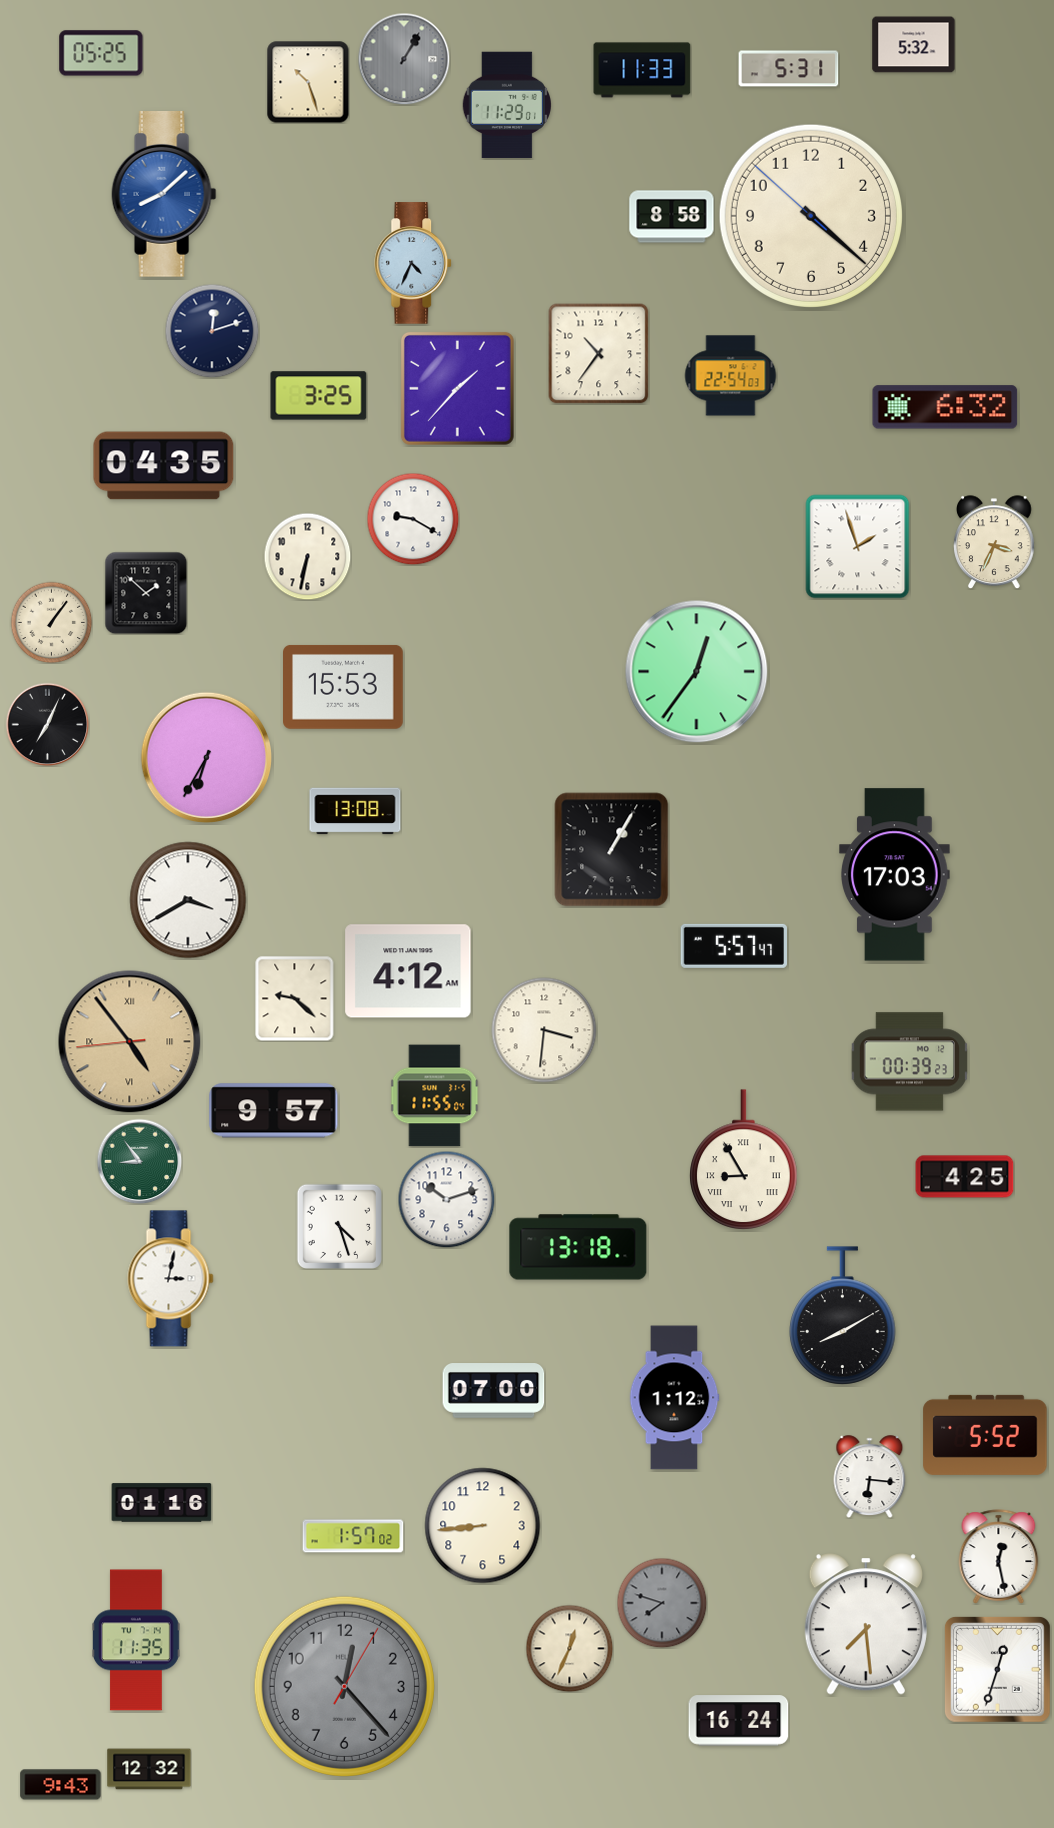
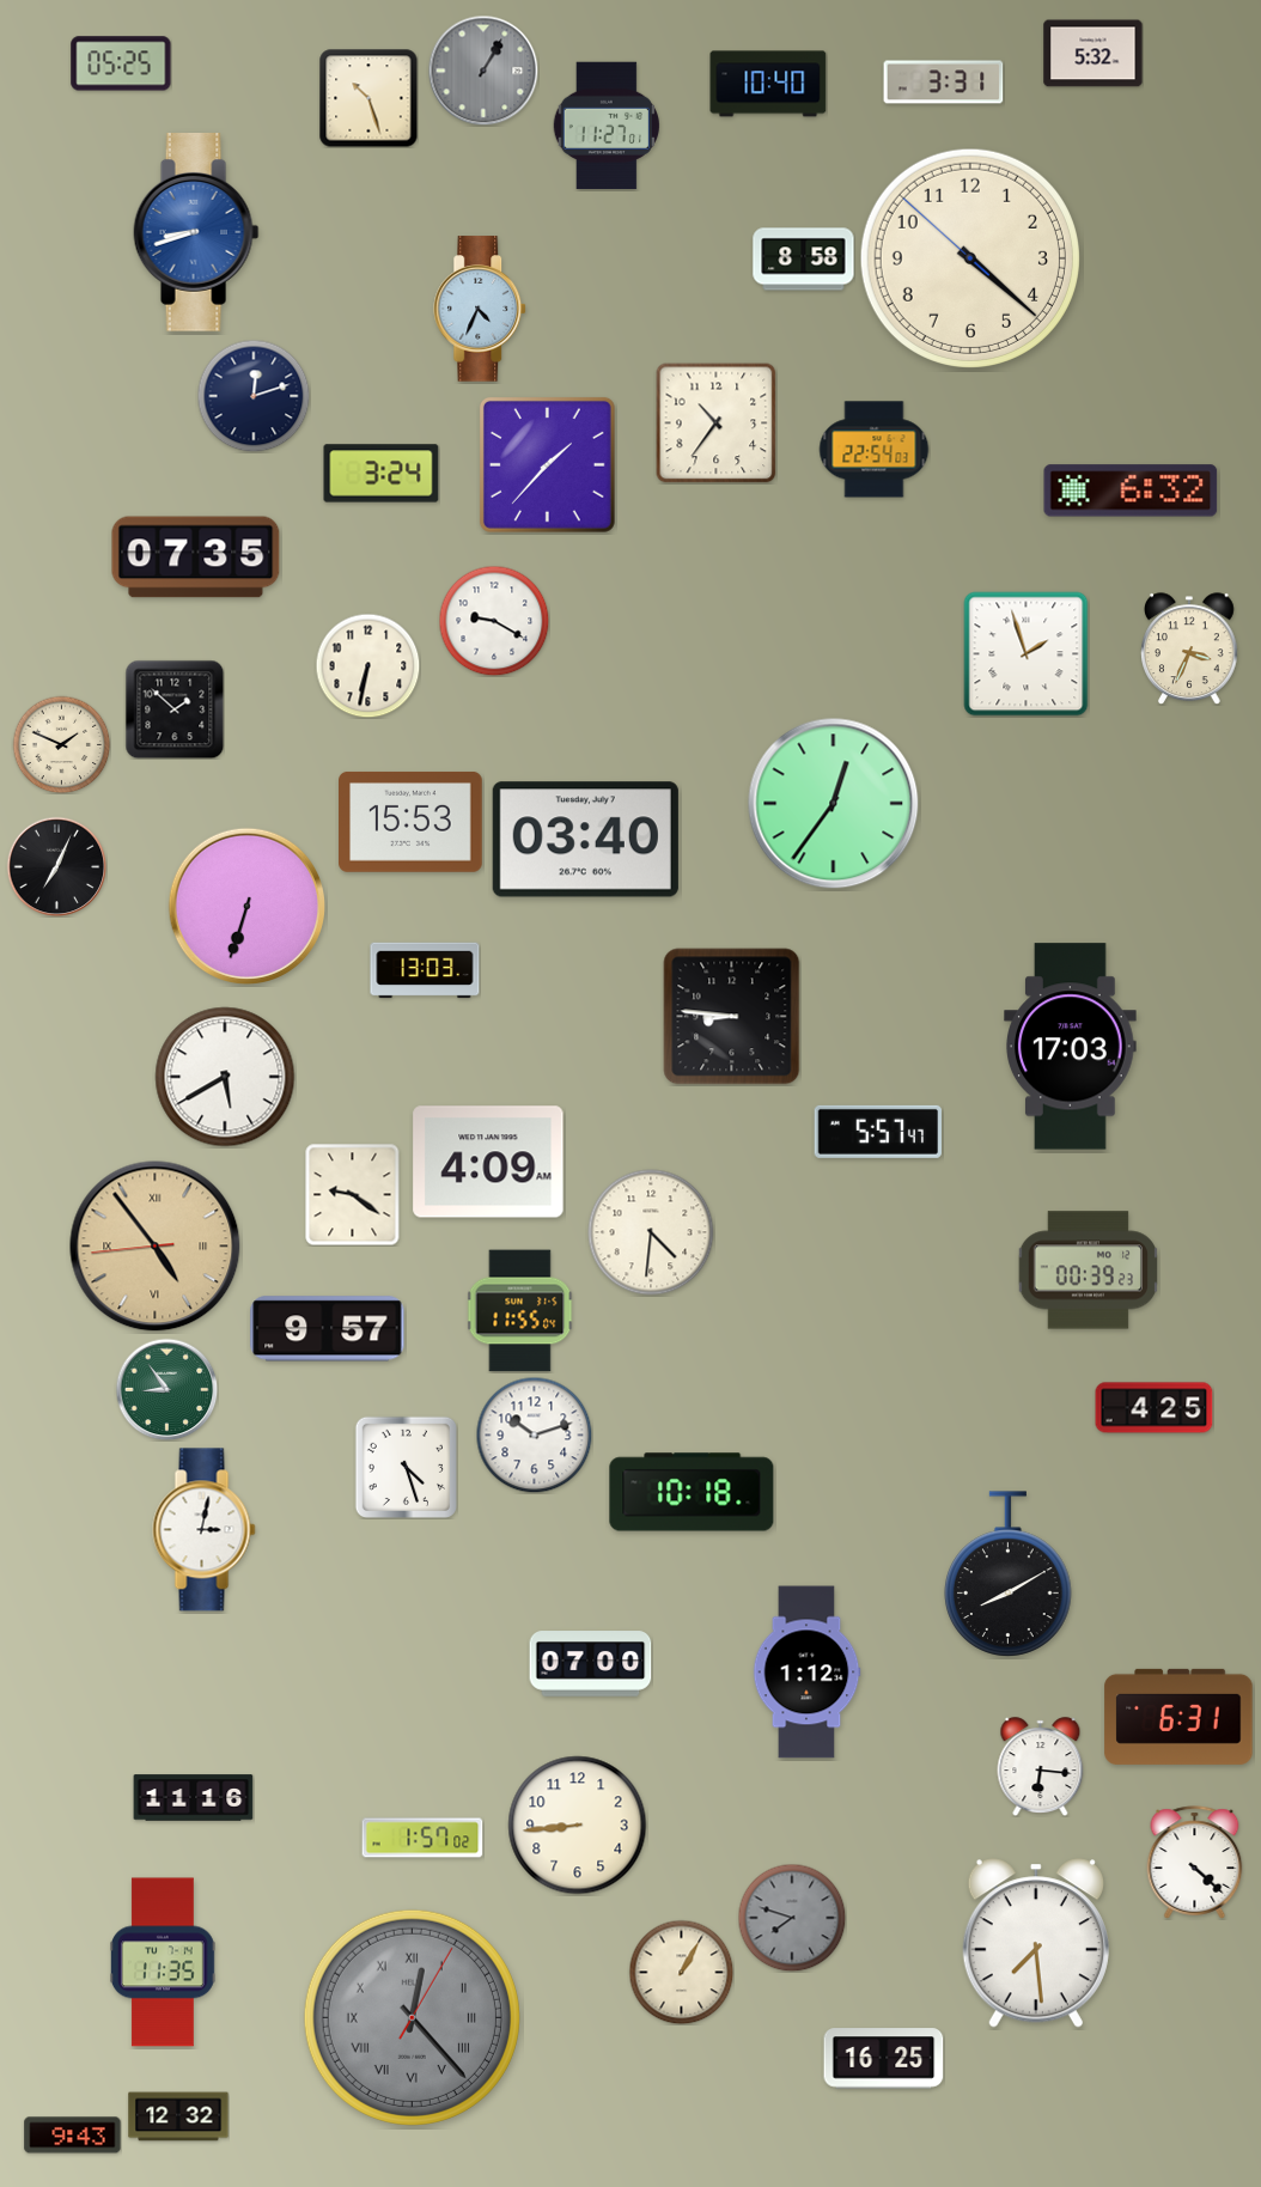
clock at (789, 69): 5:31 -> 3:31
clock at (642, 70): 11:33 -> 10:40
clock at (507, 105): 11:29 -> 11:27
clock at (164, 195): 8:08 -> 8:42
clock at (414, 263) position: (414, 263) -> (481, 309)
clock at (319, 396): 3:25 -> 3:24
clock at (945, 407) position: (945, 407) -> (1131, 491)
clock at (164, 466): 04:35 -> 07:35
clock at (51, 622): 1:06 -> 1:49
clock at (585, 840): none -> 03:40
clock at (206, 757): 6:35 -> 6:33
clock at (355, 811): 13:08 -> 13:03
clock at (612, 850): 1:05 -> 8:46
clock at (188, 900): 3:40 -> 5:40
clock at (408, 971): 4:12 -> 4:09
clock at (295, 998): 9:22 -> 9:21
clock at (544, 1030): 3:31 -> 4:31
clock at (744, 1159): 8:55 -> none
clock at (578, 1247): 13:18 -> 10:18
clock at (985, 1435): 5:52 -> 6:31
clock at (162, 1503): 01:16 -> 11:16
clock at (999, 1557): 12:28 -> 4:22
clock at (569, 1648): 12:34 -> 1:05
clock at (997, 1669): 12:33 -> none
clock at (344, 1686) numerals: Arabic -> Roman
clock at (739, 1721): 16:24 -> 16:25
